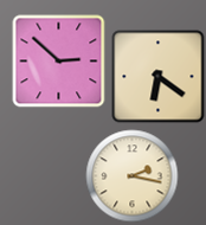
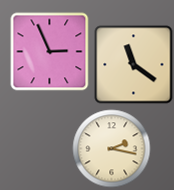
clock at (58, 60): 2:52 -> 2:56
clock at (157, 76): 6:21 -> 11:21
